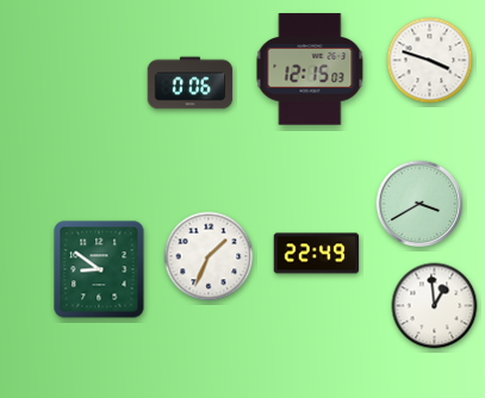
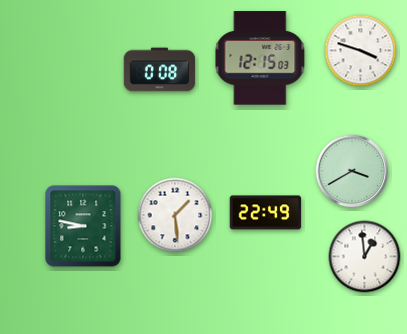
clock at (191, 83): 0:06 -> 0:08
clock at (209, 256): 1:34 -> 1:29
clock at (99, 269): 8:51 -> 8:47
